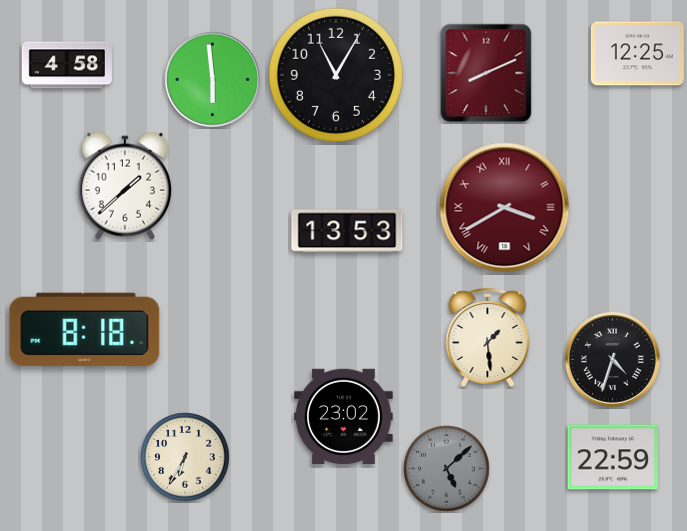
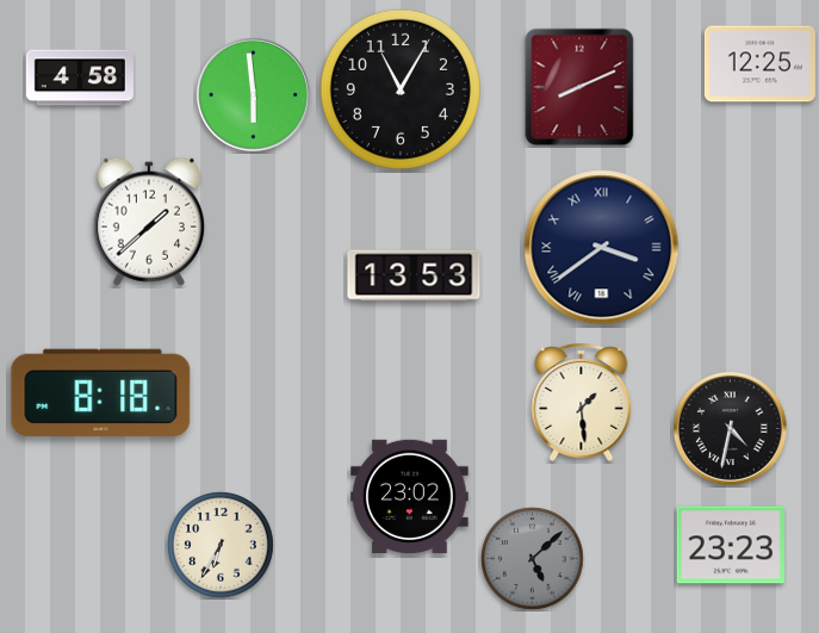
clock at (505, 208): 3:40 -> 3:39
clock at (505, 208) dial: burgundy -> navy
clock at (612, 359): 4:33 -> 4:32
clock at (613, 457): 22:59 -> 23:23
